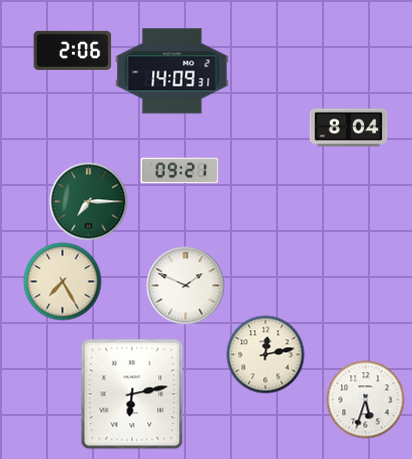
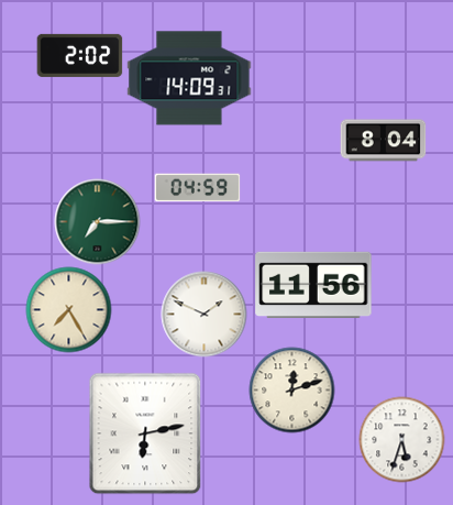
clock at (72, 50): 2:06 -> 2:02
clock at (179, 171): 09:21 -> 04:59
clock at (313, 284): none -> 11:56
clock at (265, 354): 12:13 -> 12:12
